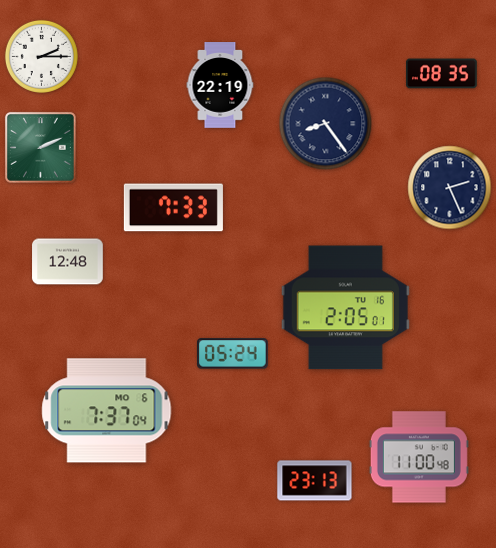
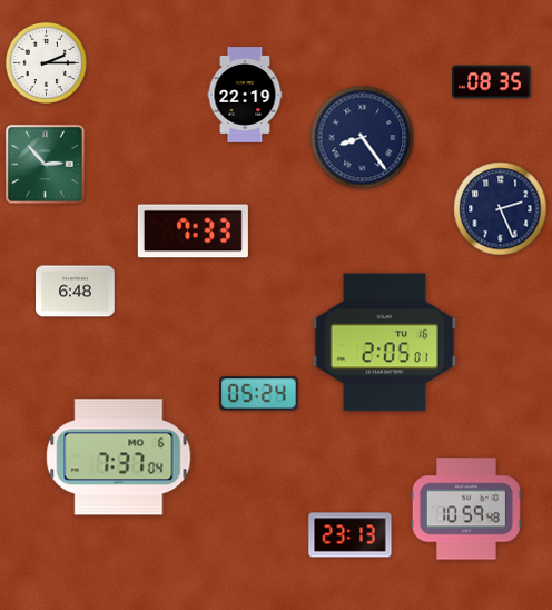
clock at (40, 147): 2:11 -> 2:53
clock at (68, 262): 12:48 -> 6:48
clock at (419, 457): 11:00 -> 10:59
